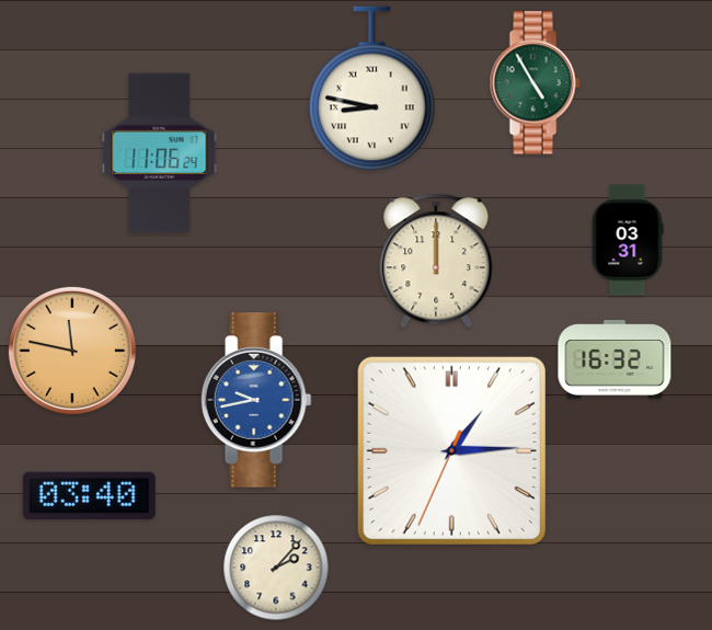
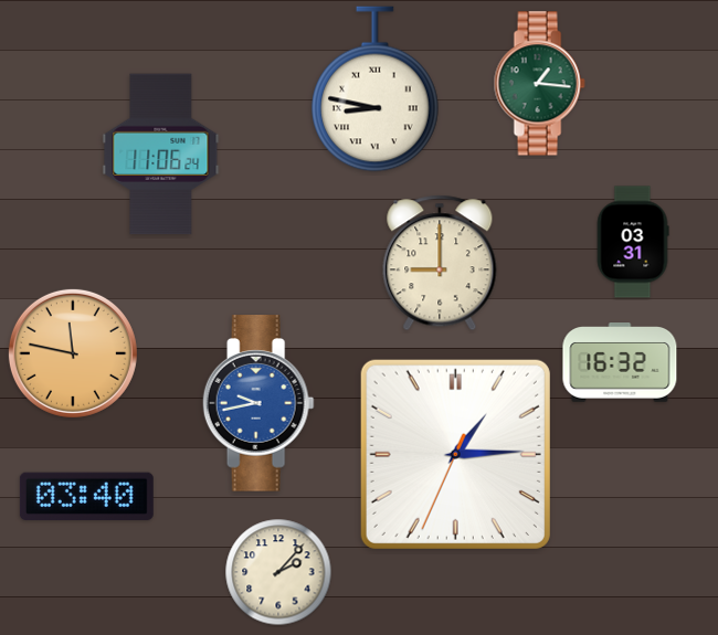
clock at (535, 83): 4:55 -> 1:16
clock at (436, 261): 12:00 -> 9:00
clock at (89, 496) position: (89, 496) -> (86, 497)
